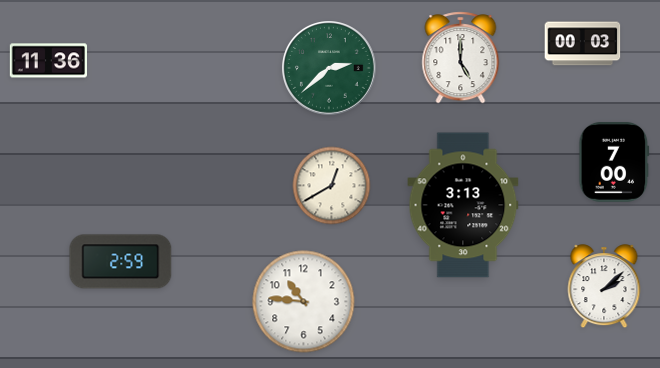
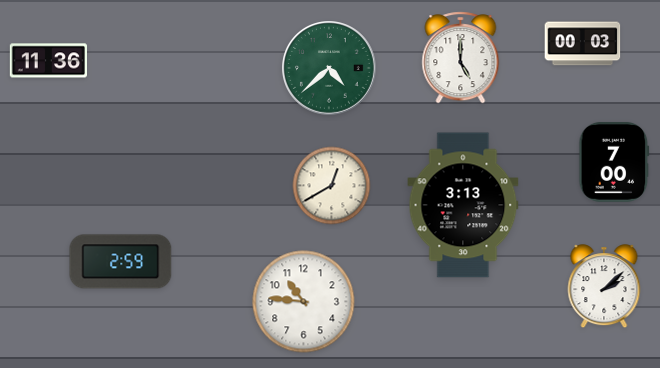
clock at (330, 69): 2:38 -> 4:38
